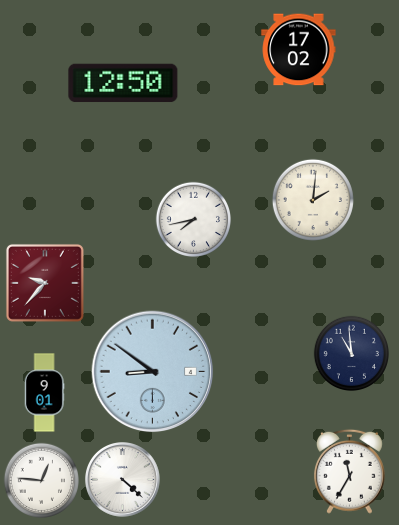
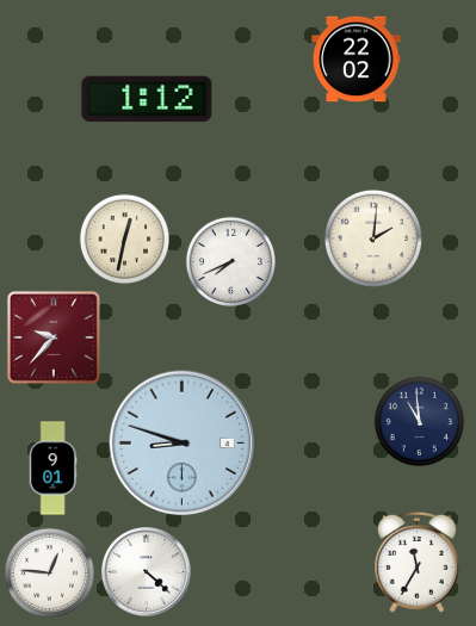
clock at (299, 50): 17:02 -> 22:02
clock at (123, 83): 12:50 -> 1:12
clock at (124, 238): none -> 12:32
clock at (193, 219): 7:43 -> 7:41
clock at (153, 372): 8:51 -> 8:48
